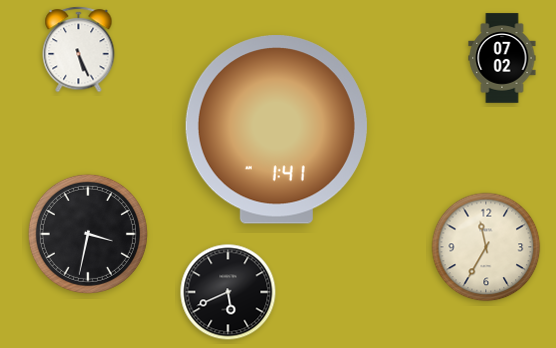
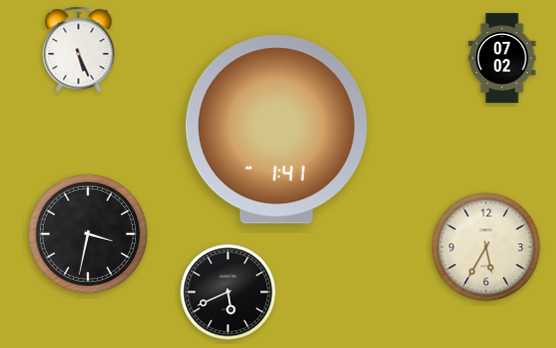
clock at (486, 247): 11:35 -> 5:35
